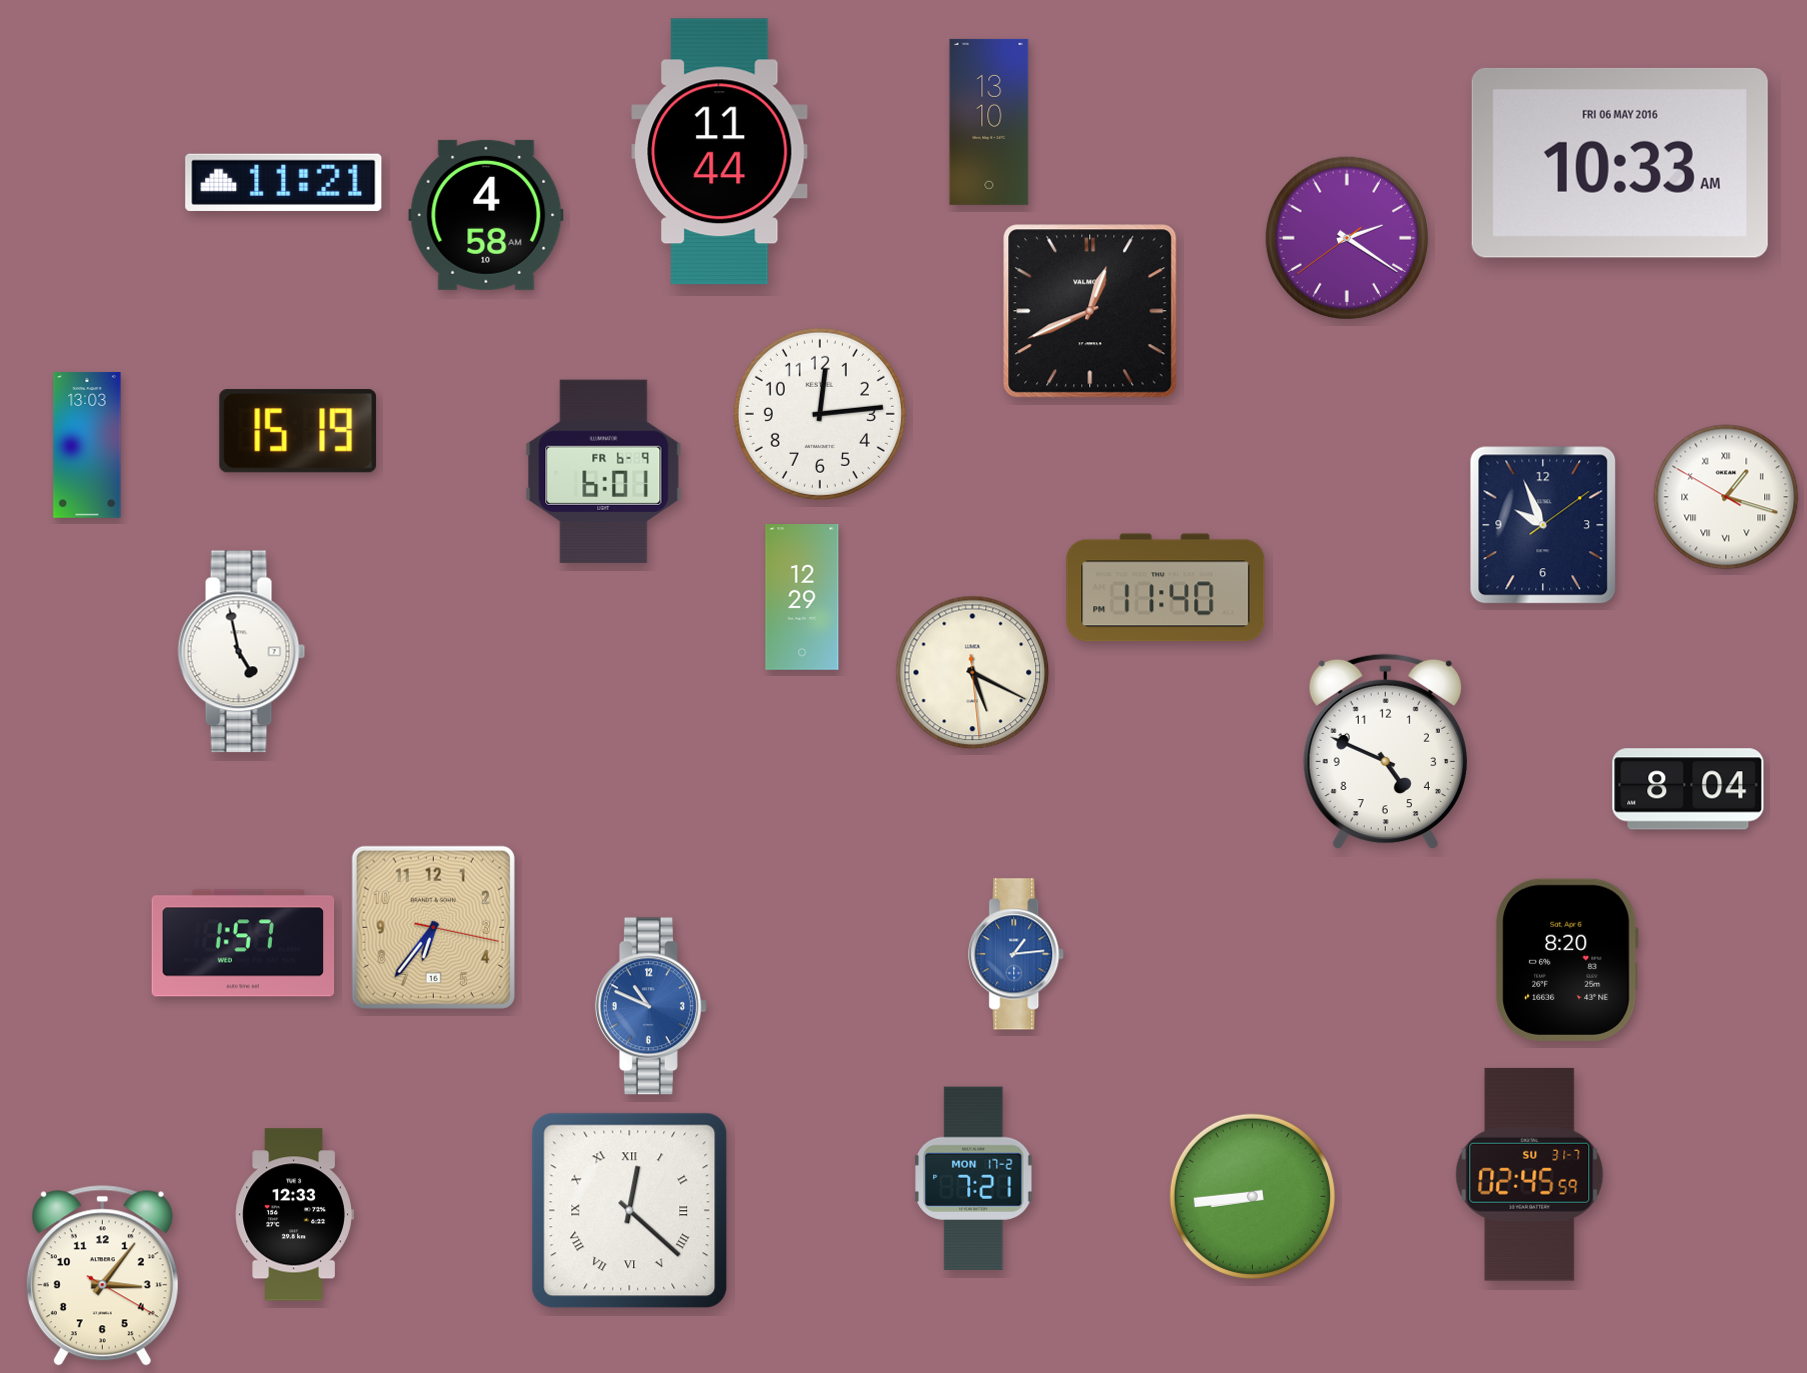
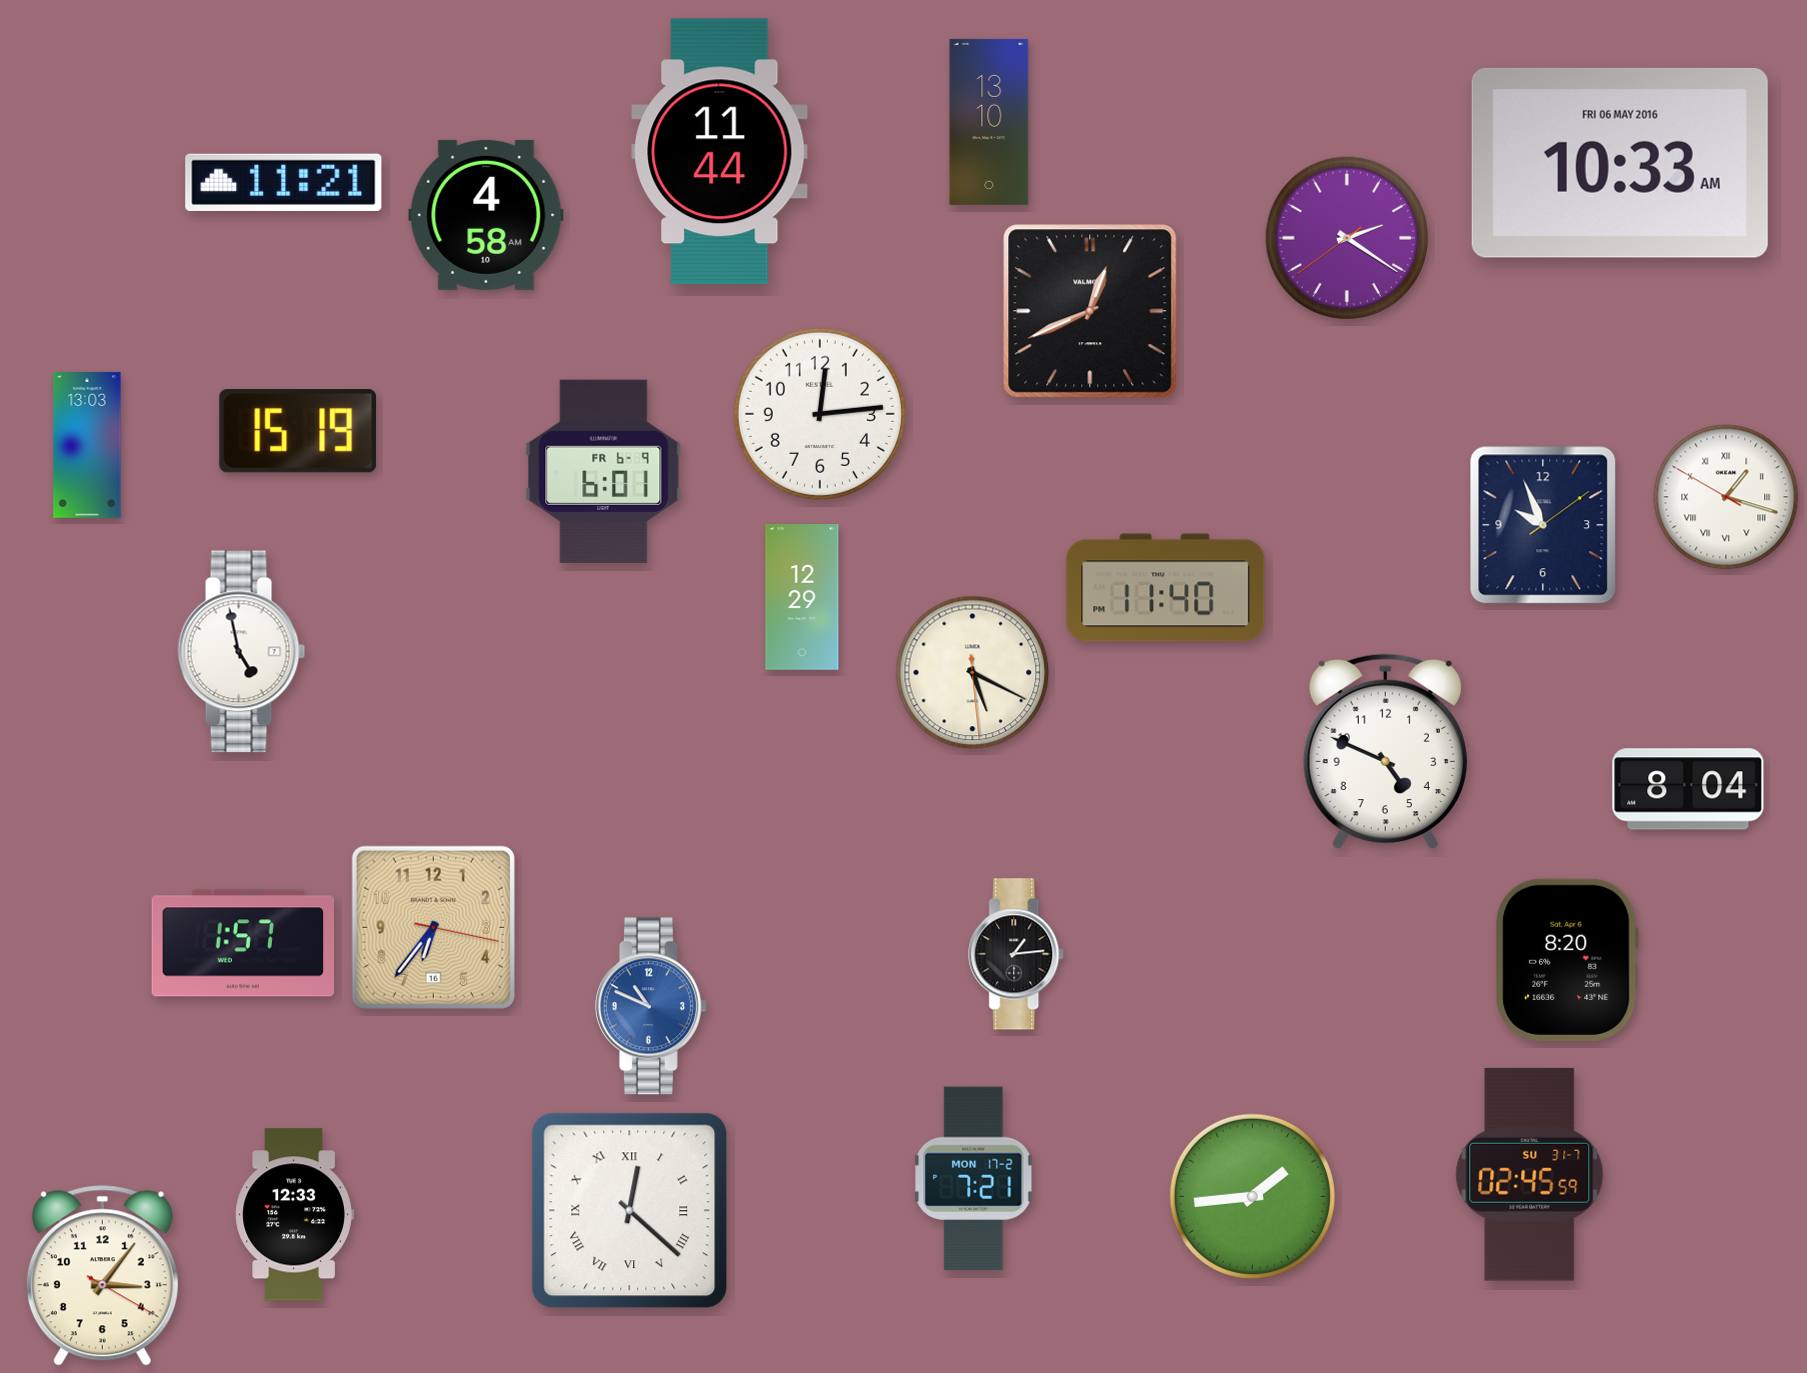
clock at (1017, 954) dial: blue -> black
clock at (1252, 1196): 8:44 -> 1:44
